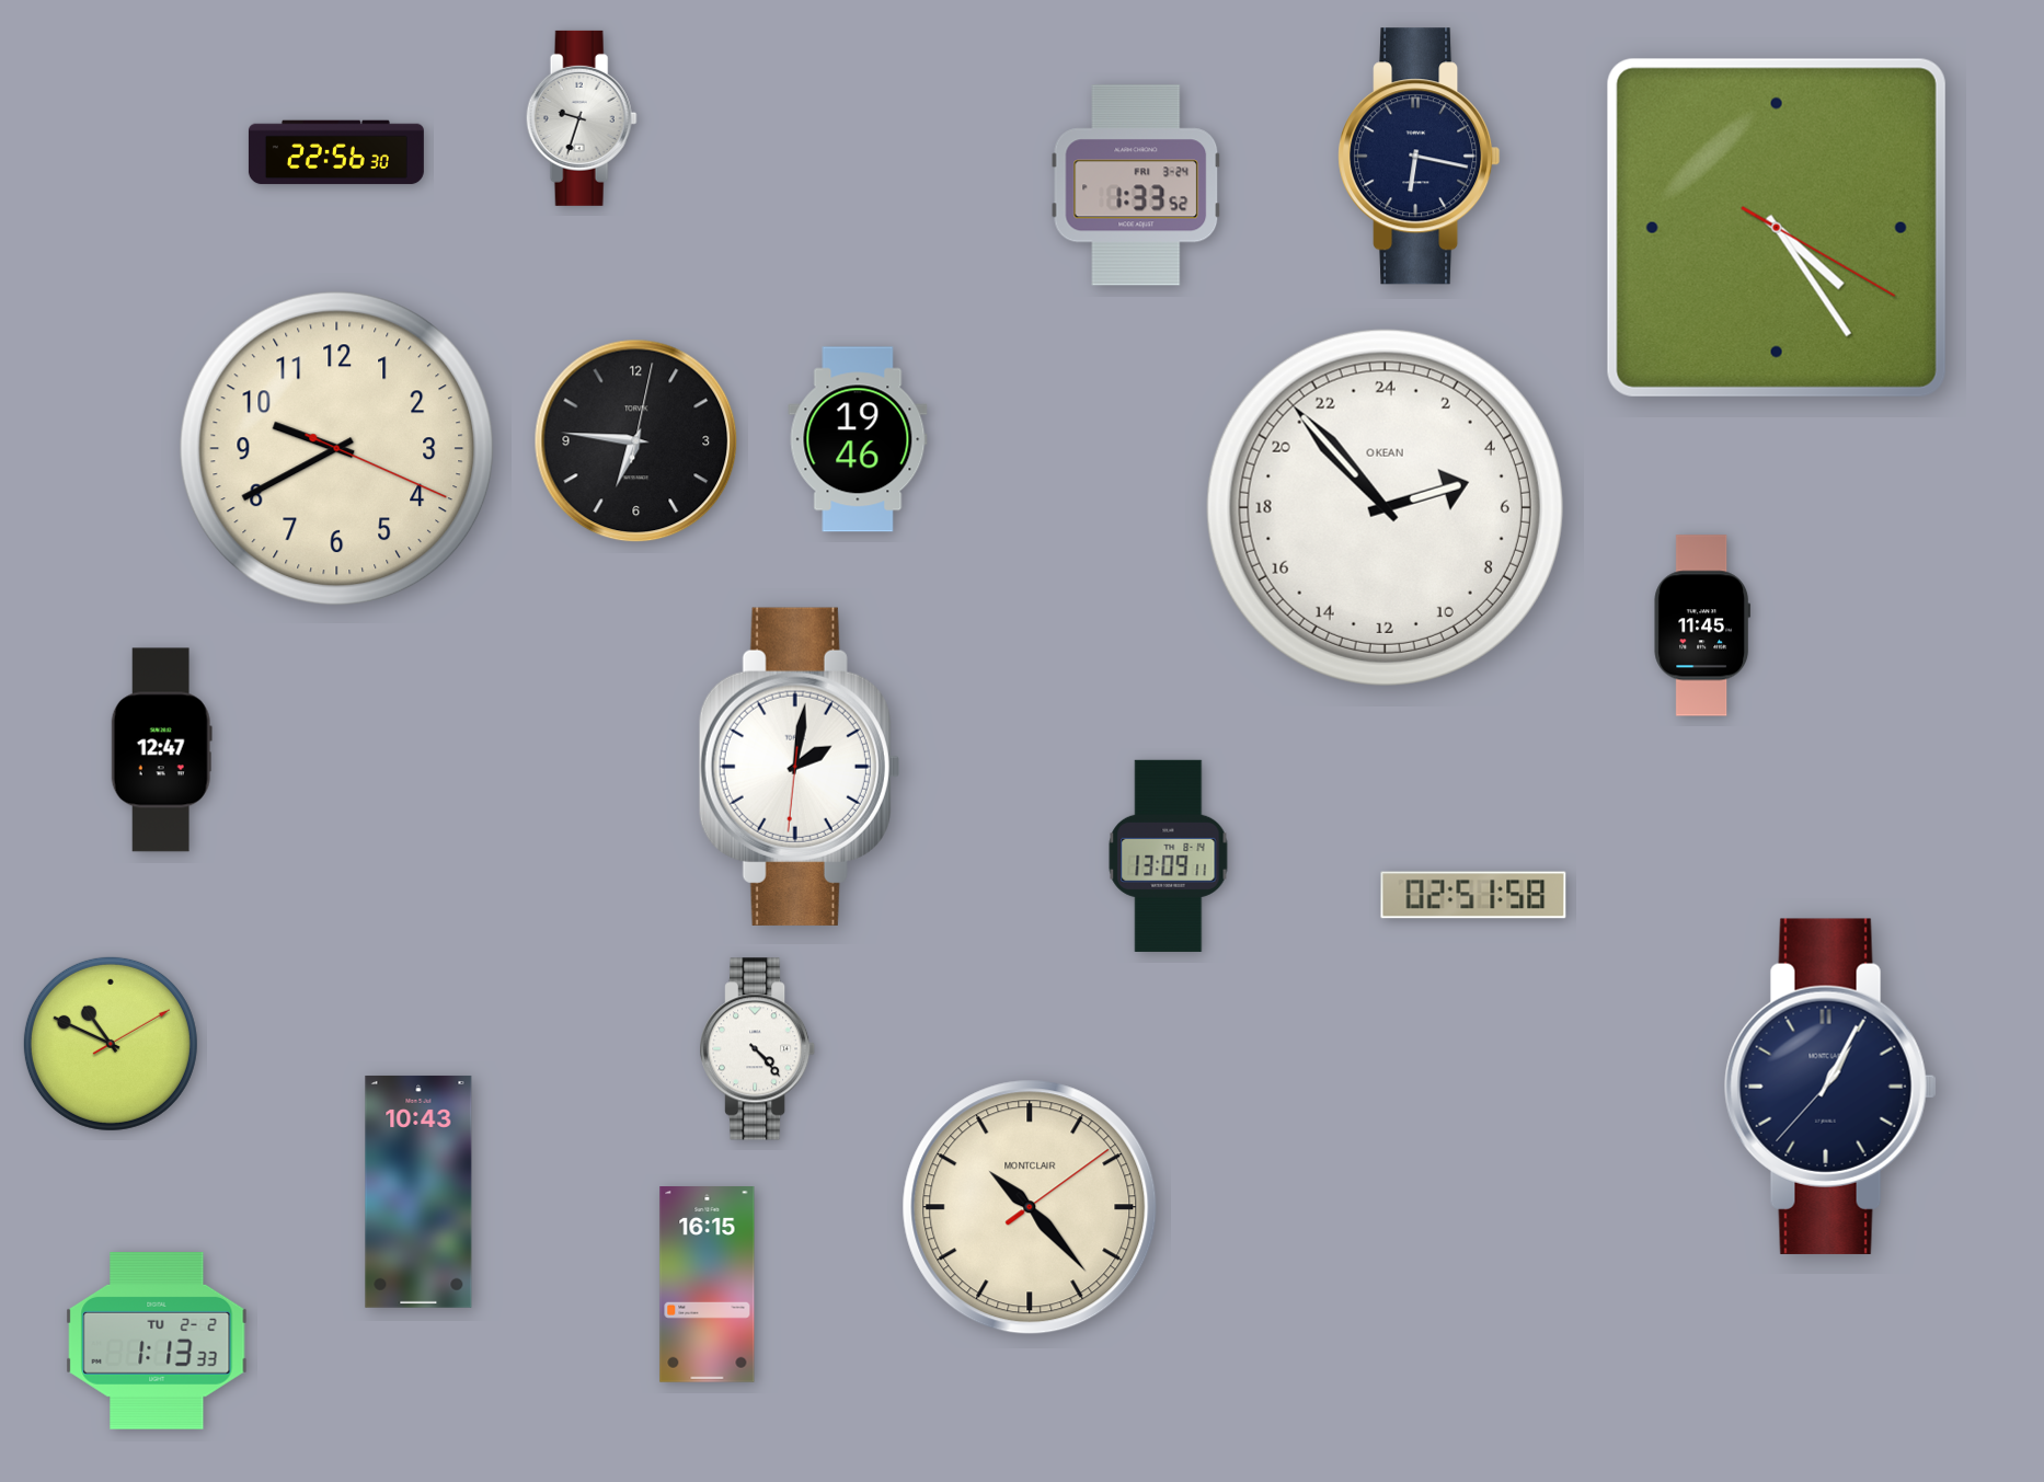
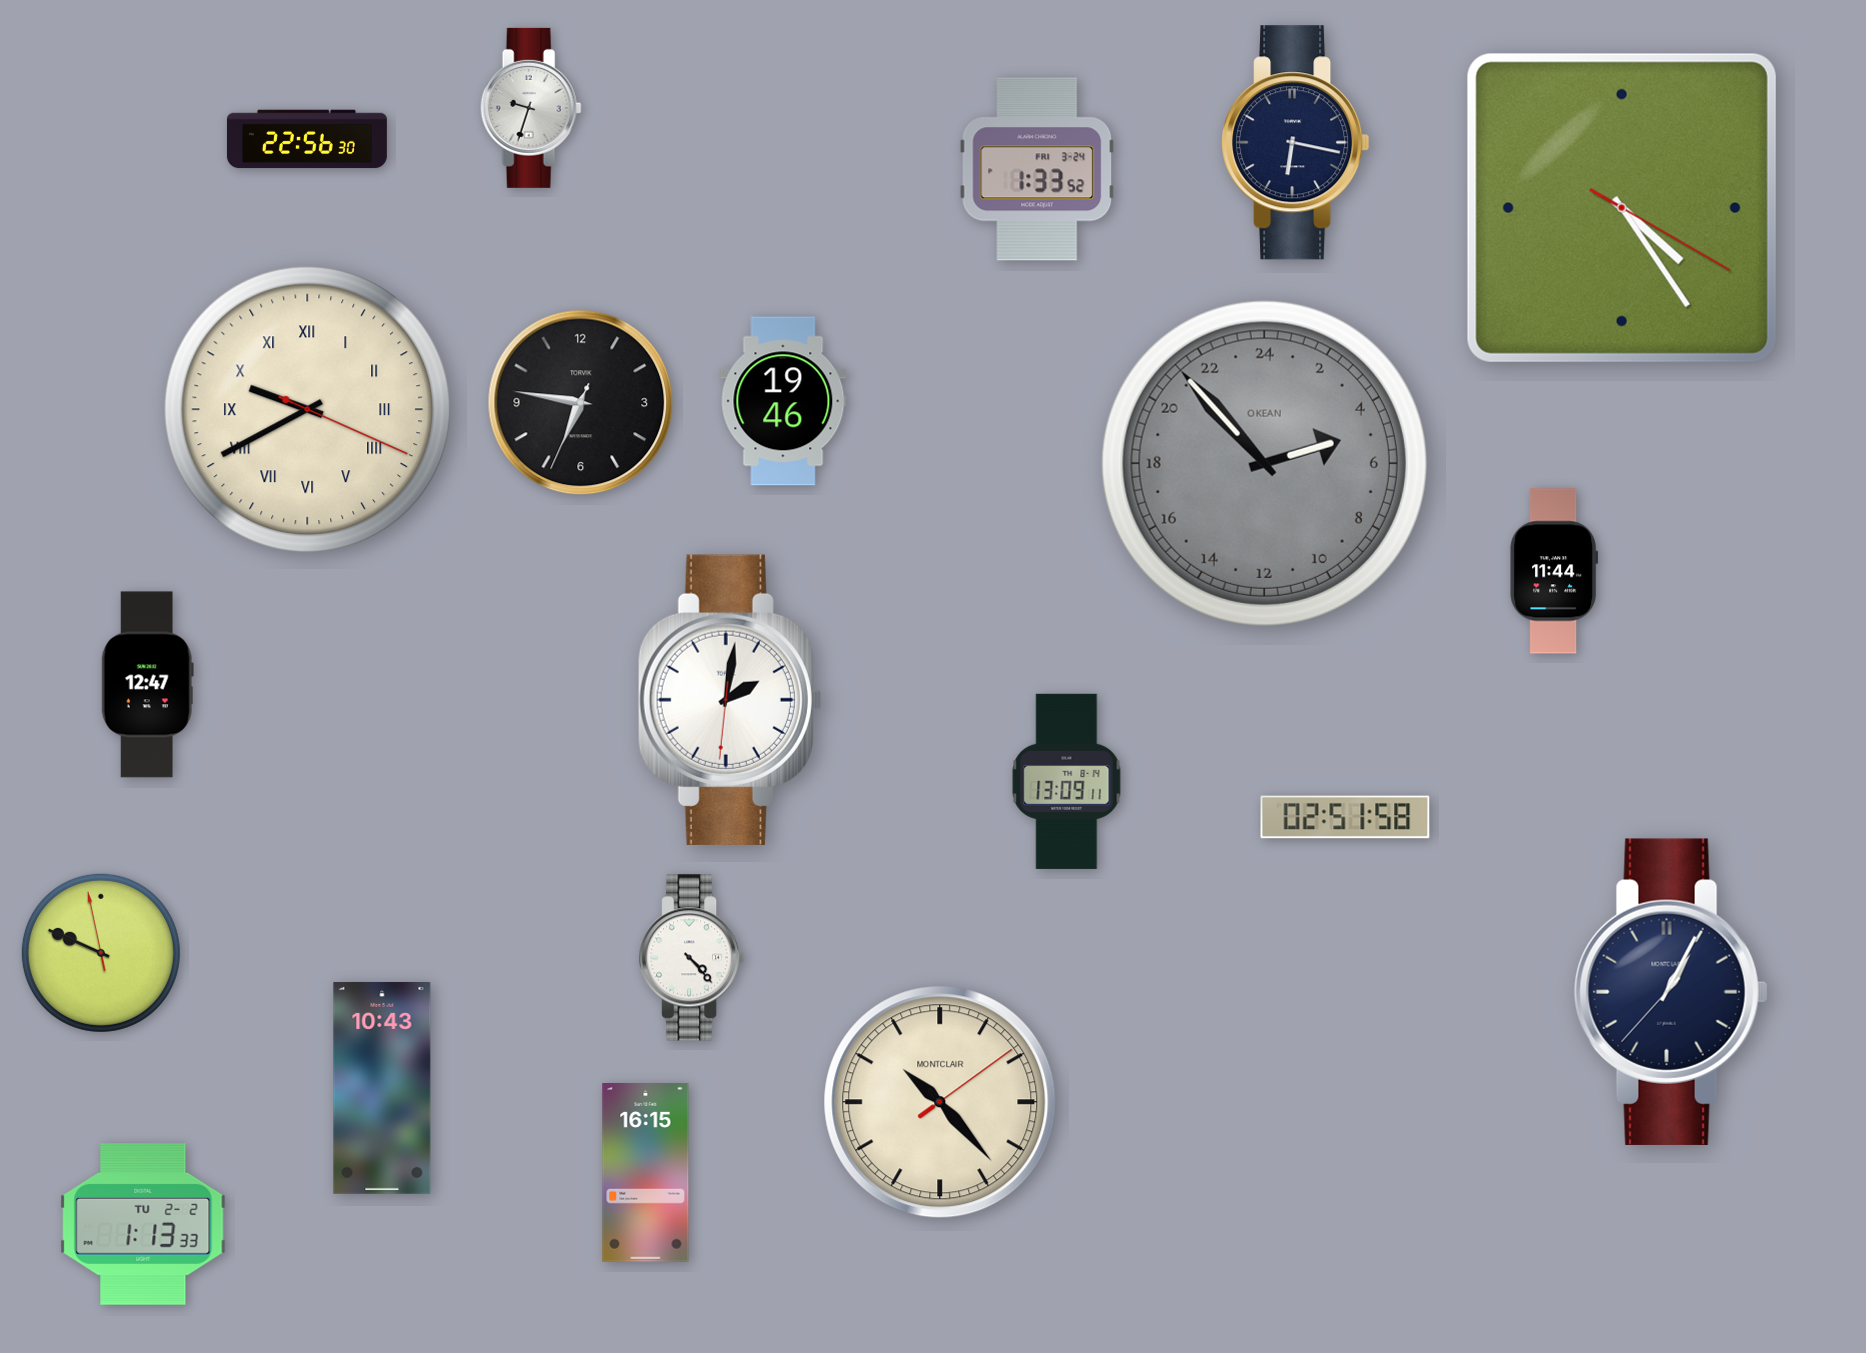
clock at (636, 441): 6:46:02 -> 6:46:34
clock at (337, 449) numerals: Arabic -> Roman
clock at (1385, 507) dial: white -> grey
clock at (1702, 625): 11:45 -> 11:44
clock at (111, 1044): 10:49 -> 9:48
